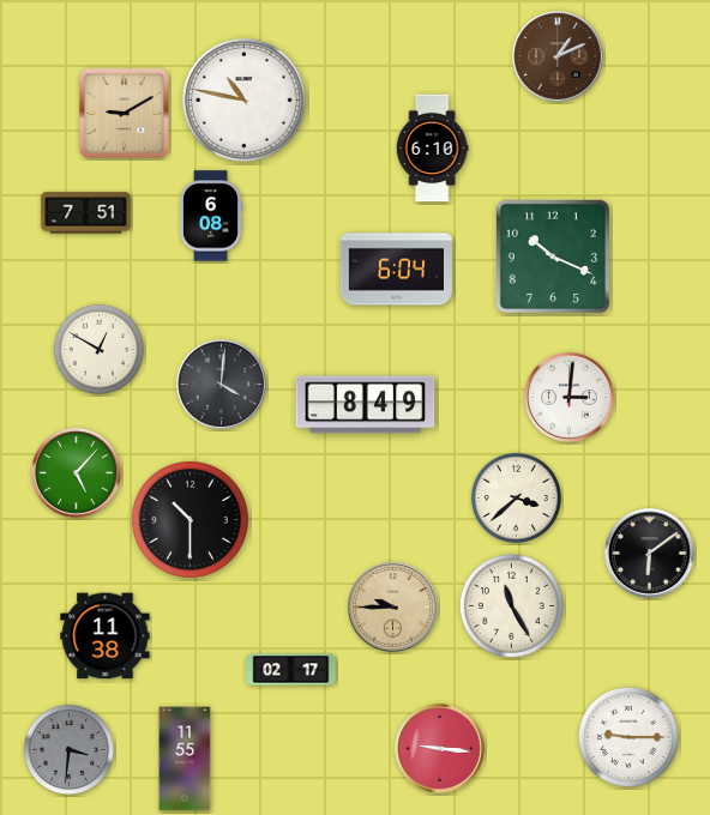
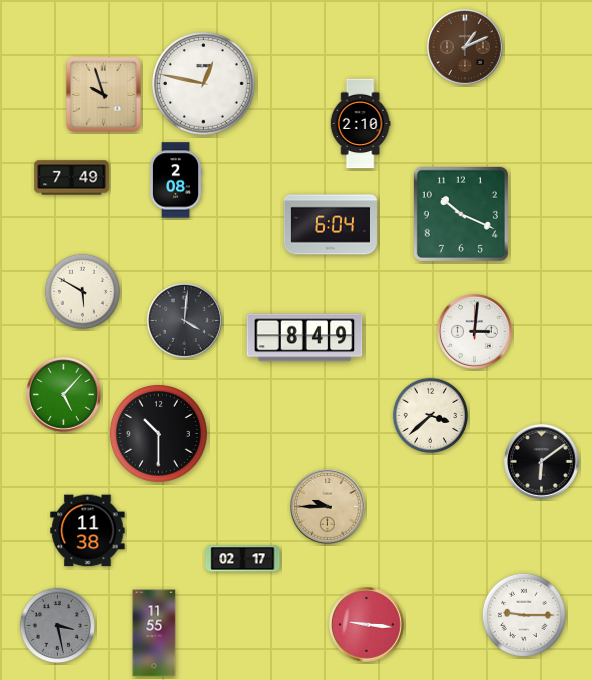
clock at (243, 101): 10:47 -> 12:47
clock at (124, 113): 9:10 -> 9:57
clock at (432, 149): 6:10 -> 2:10
clock at (86, 213): 7:51 -> 7:49
clock at (211, 216): 6:08 -> 2:08
clock at (98, 349): 12:50 -> 5:50
clock at (511, 605): 11:25 -> none
clock at (68, 749): 3:31 -> 3:28
